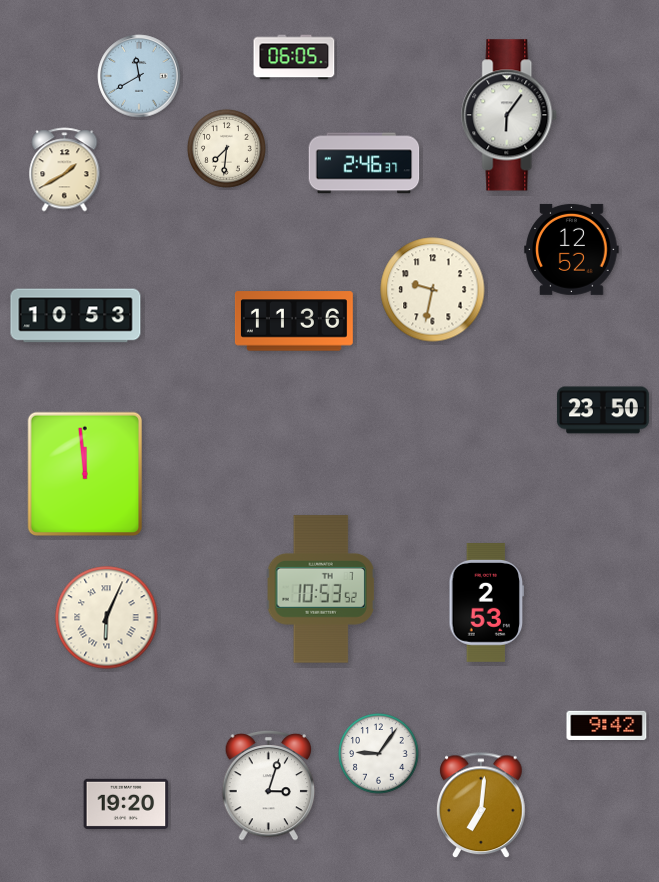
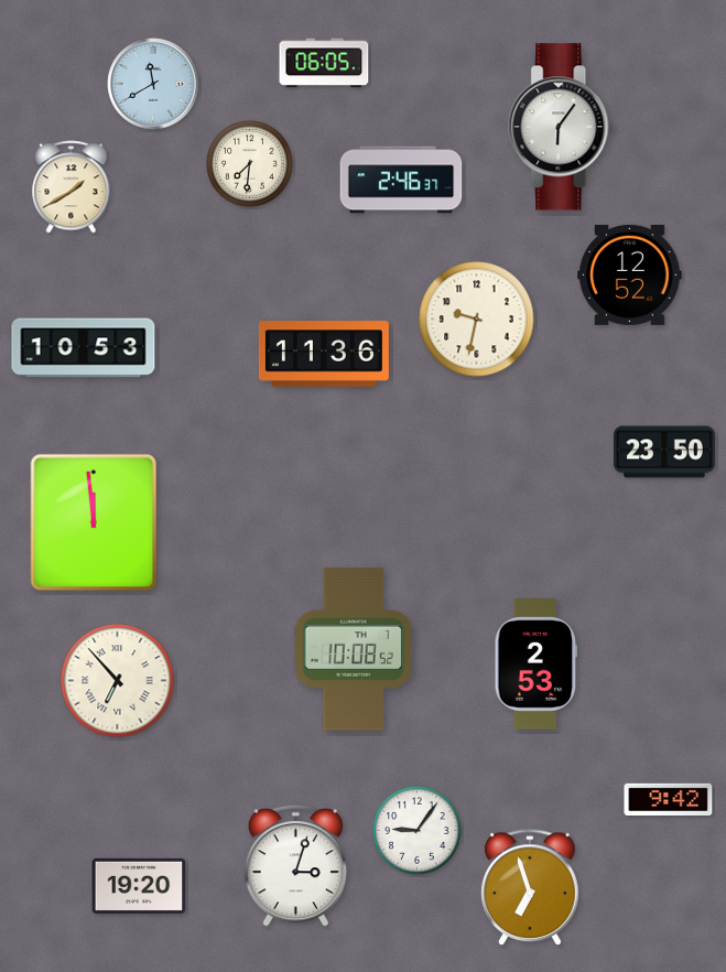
clock at (321, 589): 10:53 -> 10:08
clock at (107, 618): 6:04 -> 6:53
clock at (481, 806): 7:01 -> 6:57
